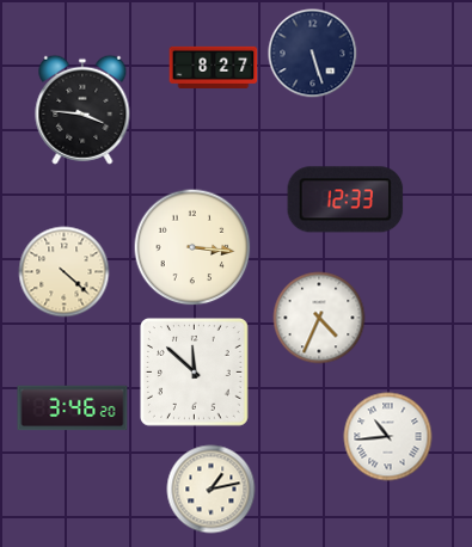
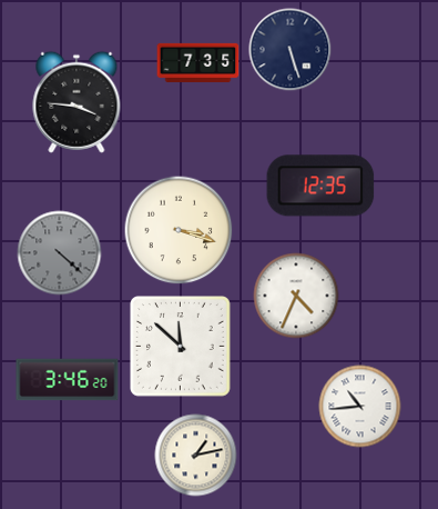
clock at (214, 67): 8:27 -> 7:35
clock at (345, 199): 12:33 -> 12:35
clock at (192, 247): 3:16 -> 3:18
clock at (65, 272) dial: cream -> grey
